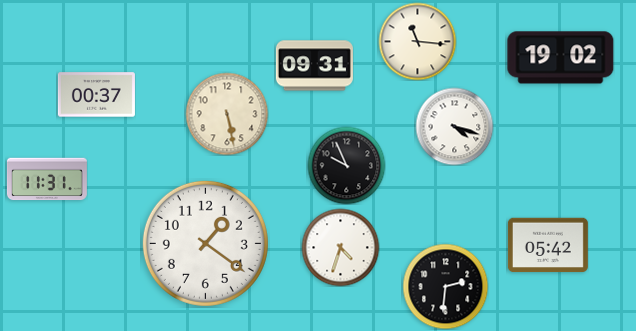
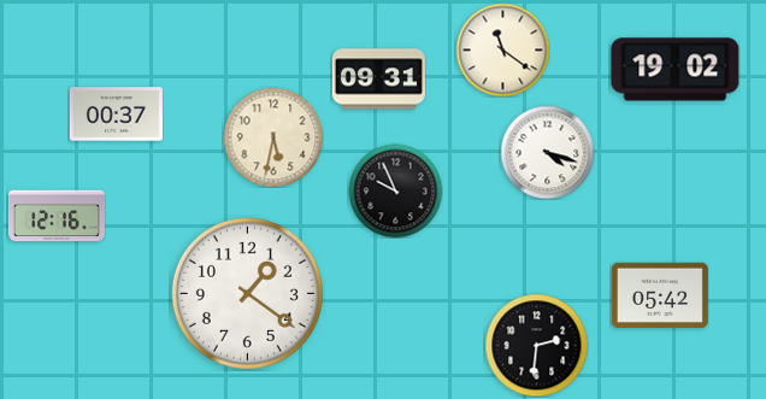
clock at (417, 41): 11:16 -> 11:21
clock at (227, 114): 5:28 -> 5:32
clock at (346, 165) position: (346, 165) -> (395, 190)
clock at (47, 179): 11:31 -> 12:16
clock at (340, 247): 4:33 -> none
